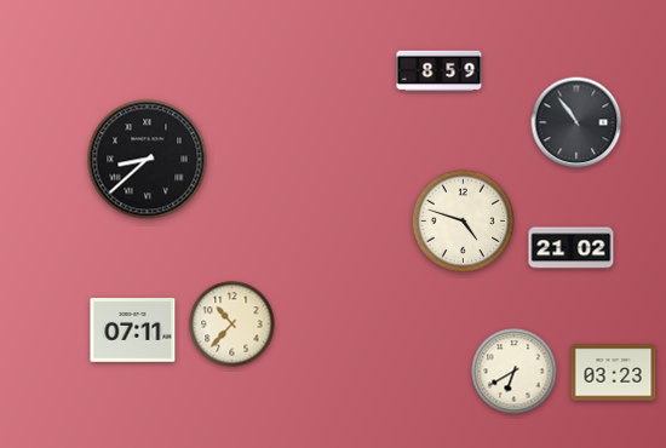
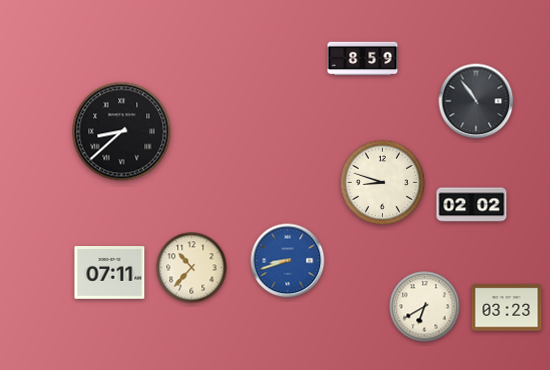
clock at (463, 220): 4:48 -> 8:48
clock at (572, 248): 21:02 -> 02:02
clock at (288, 261): none -> 8:42
